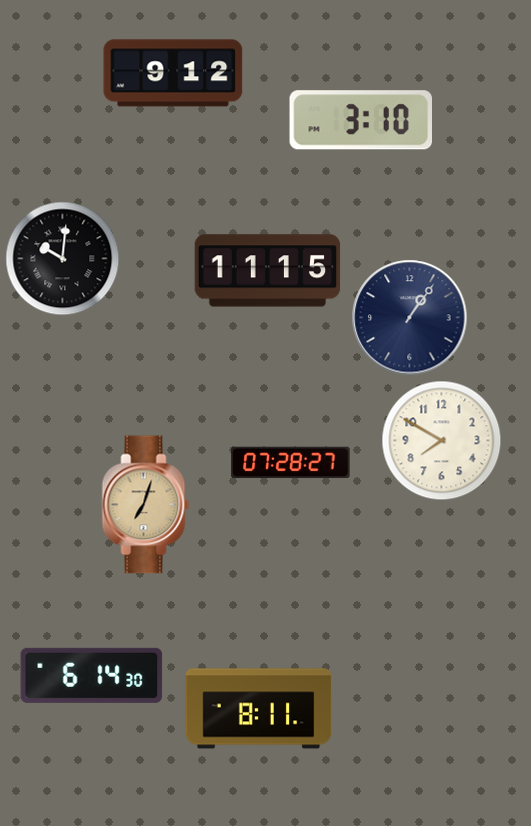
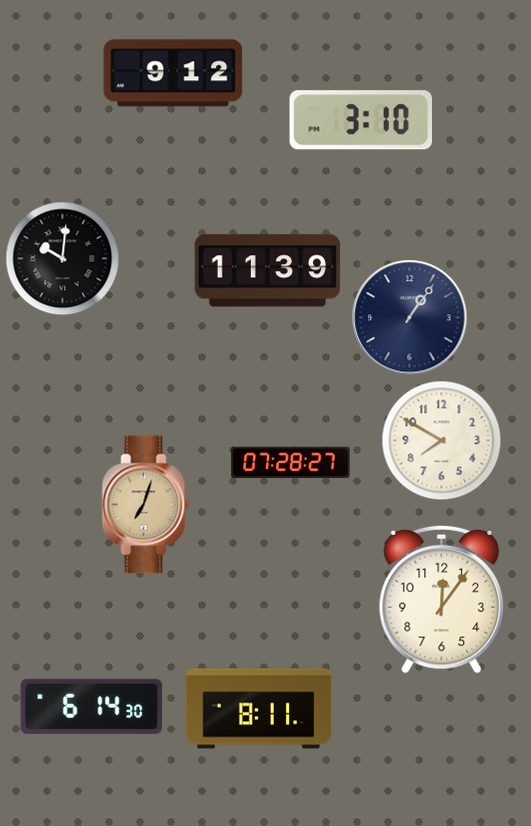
clock at (268, 271): 11:15 -> 11:39
clock at (442, 599): none -> 12:06
clock at (92, 675) position: (92, 675) -> (92, 706)
